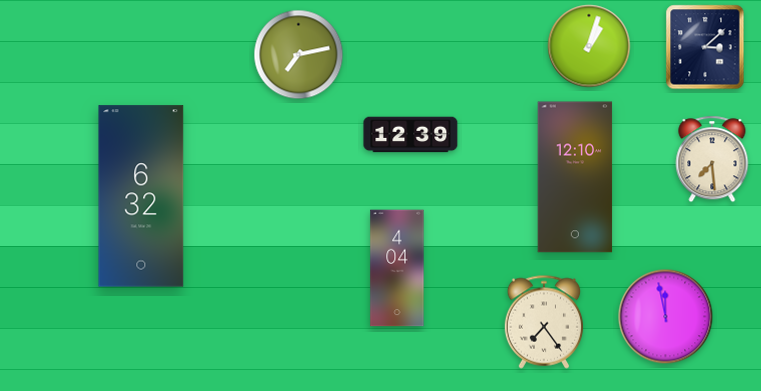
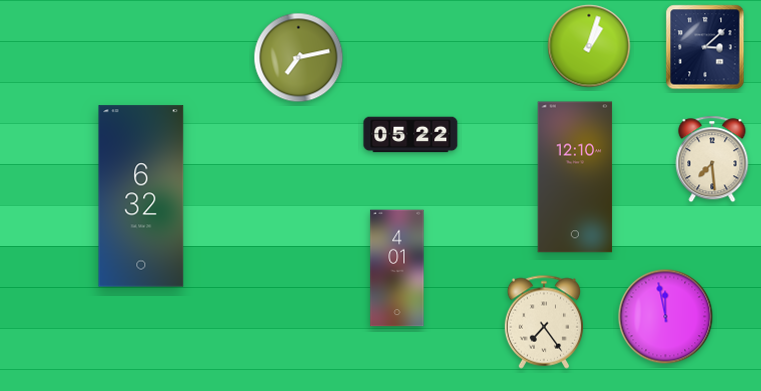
clock at (299, 55) position: (299, 55) -> (299, 58)
clock at (411, 135): 12:39 -> 05:22
clock at (397, 268): 4:04 -> 4:01
